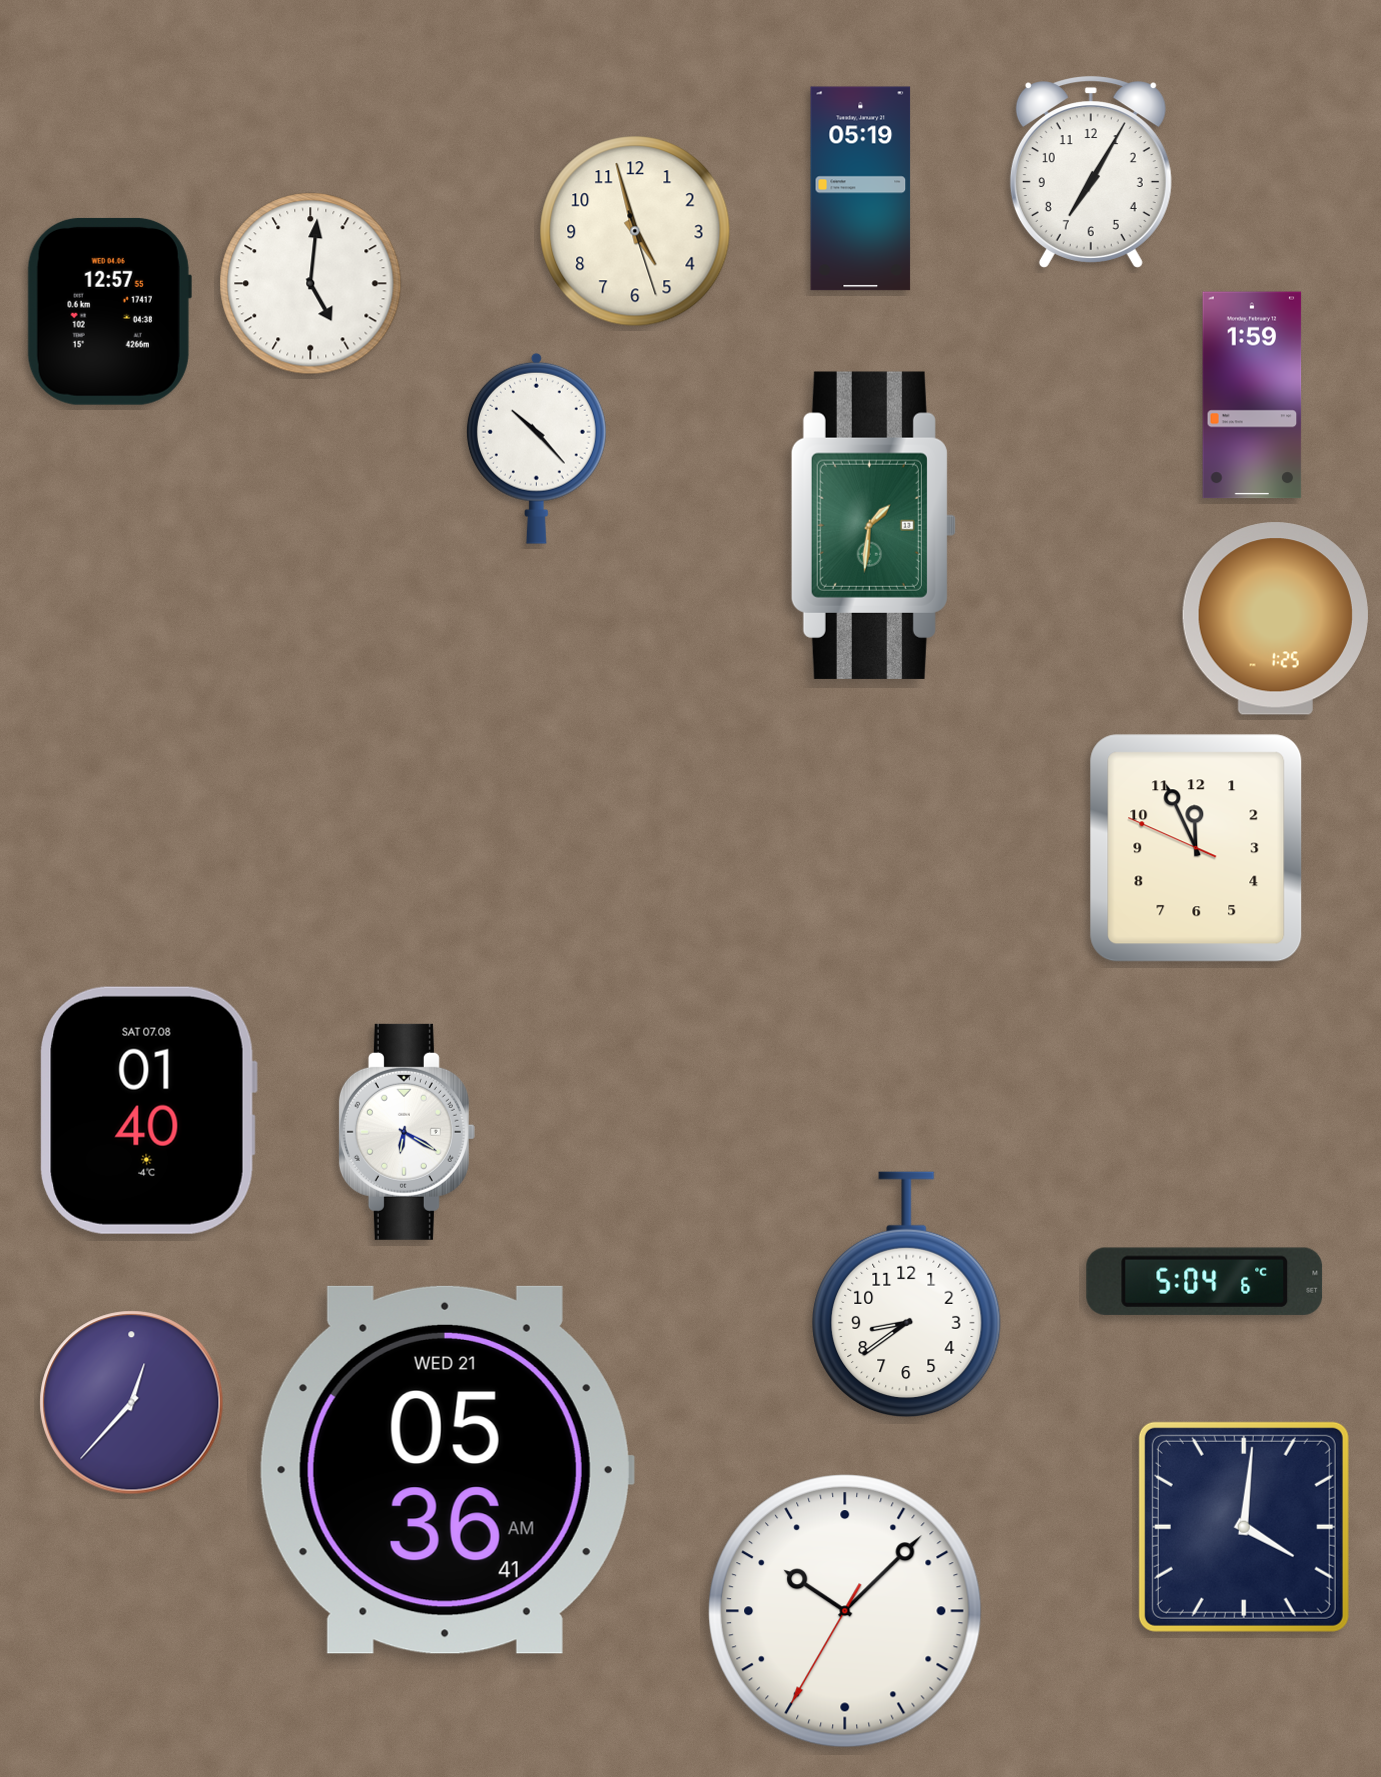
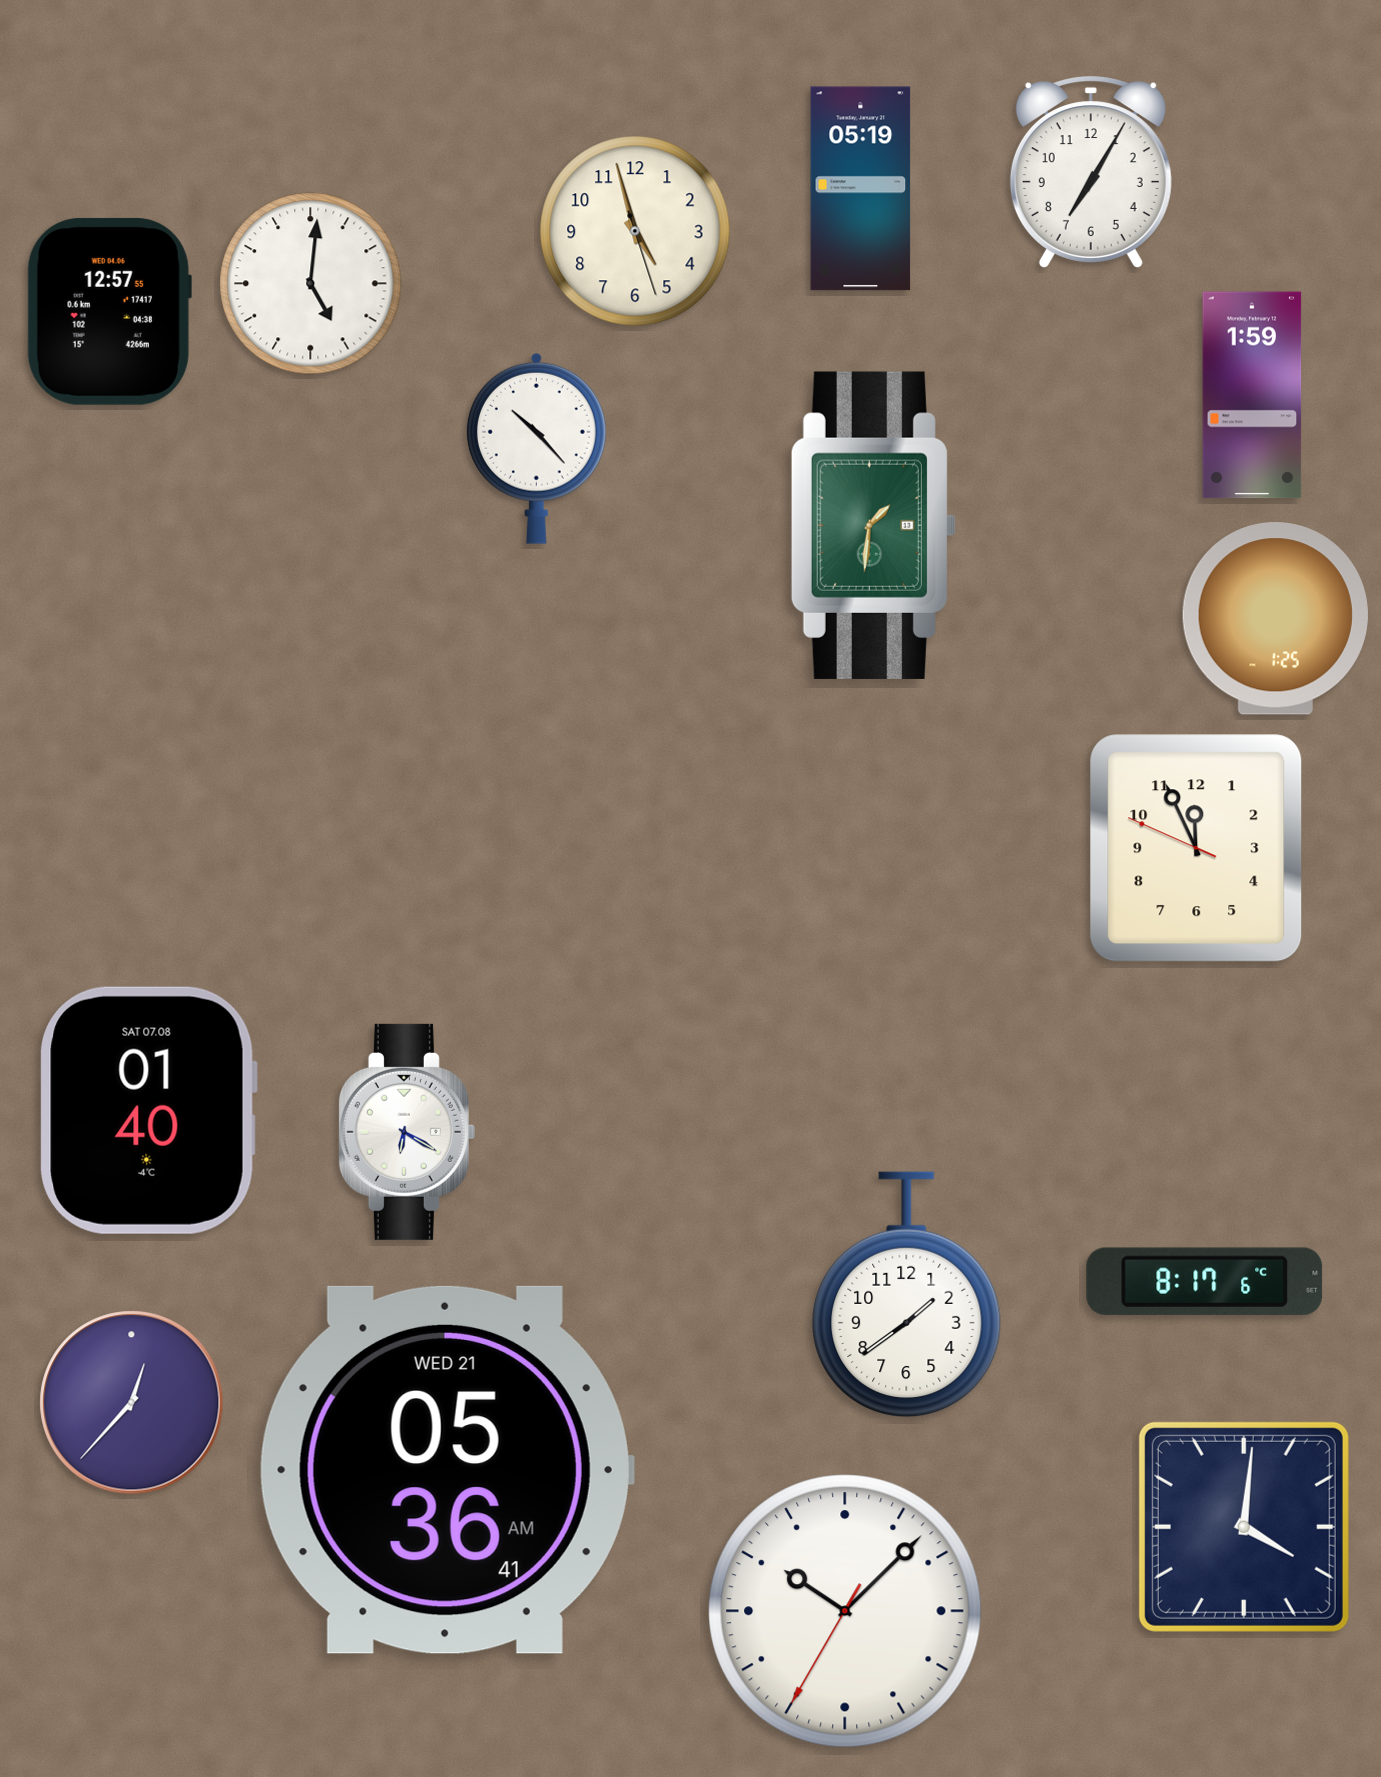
clock at (1205, 1281): 5:04 -> 8:17
clock at (907, 1295): 8:39 -> 1:39
